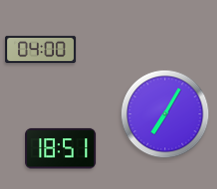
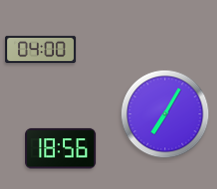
clock at (61, 149): 18:51 -> 18:56
